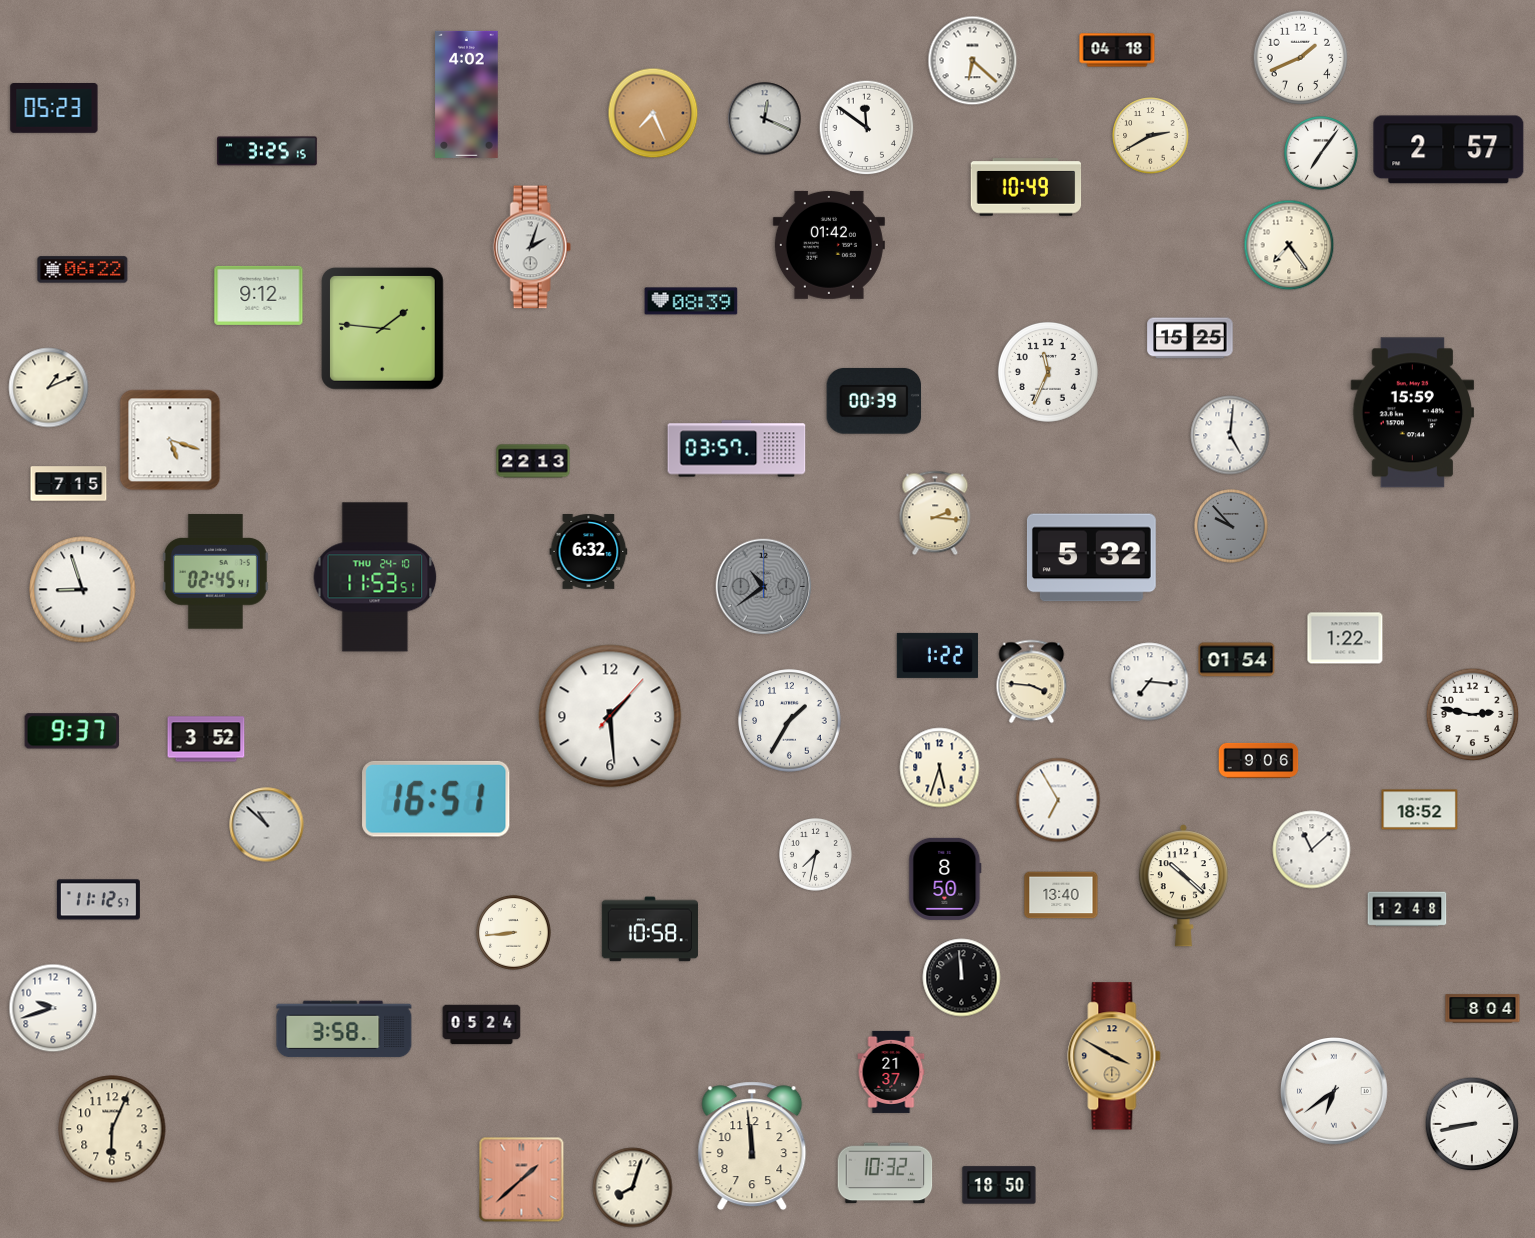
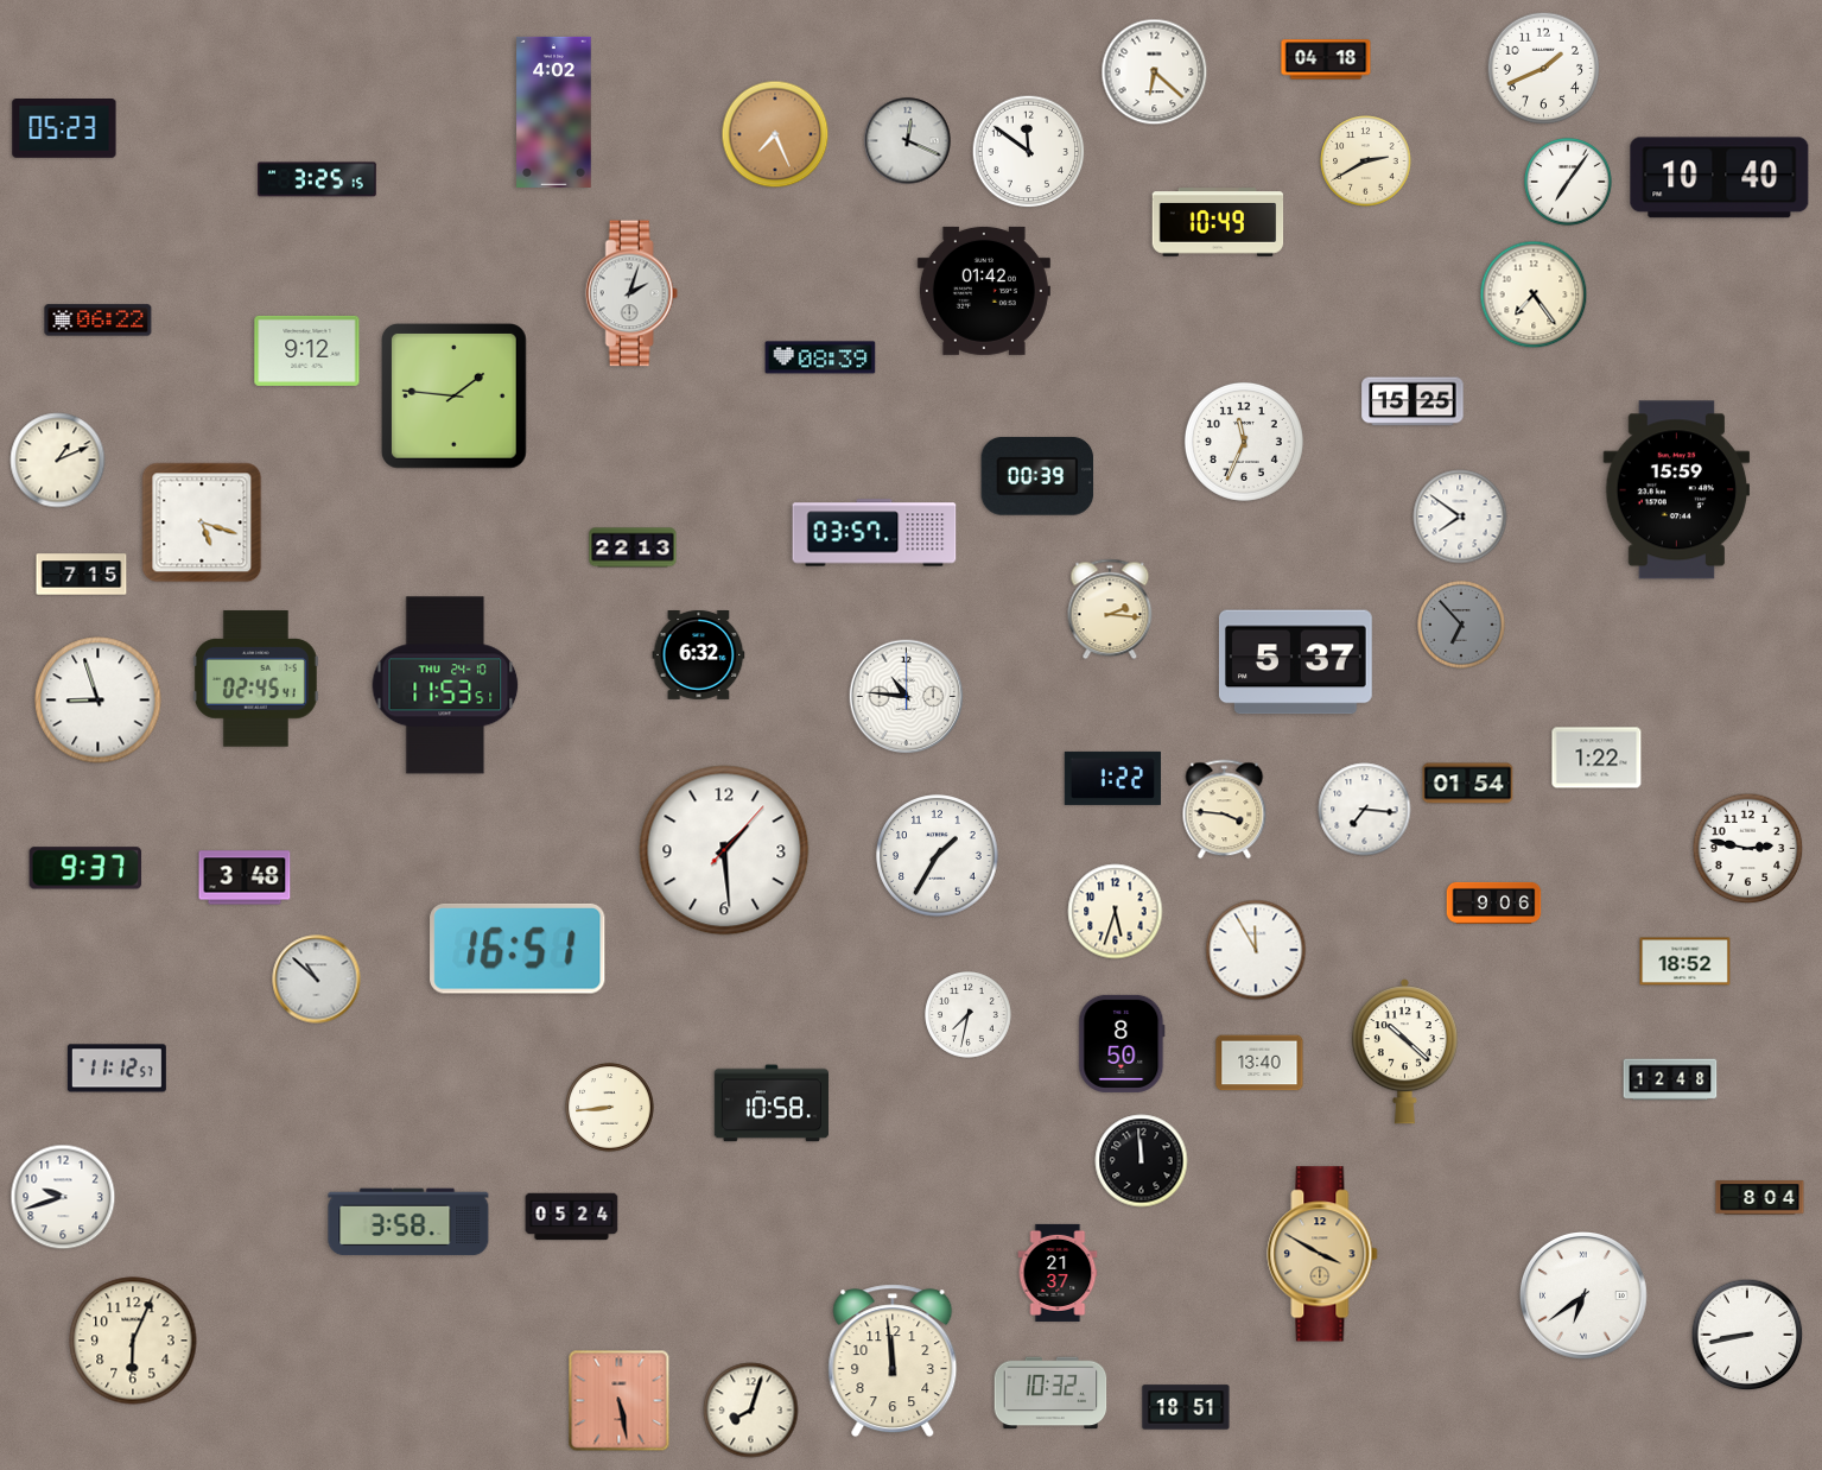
clock at (1449, 150): 2:57 -> 10:40
clock at (1289, 245) position: (1289, 245) -> (1534, 294)
clock at (382, 328) position: (382, 328) -> (453, 395)
clock at (1230, 435): 5:01 -> 7:51
clock at (1231, 526): 9:53 -> 6:53
clock at (1091, 558): 5:32 -> 5:37
clock at (764, 587): 10:39 -> 10:46
clock at (764, 587) dial: grey -> white
clock at (206, 739): 3:52 -> 3:48
clock at (1058, 800): 6:55 -> 11:55
clock at (1312, 850): 11:08 -> none
clock at (522, 1180): 1:38 -> 5:28
clock at (999, 1185): 18:50 -> 18:51
